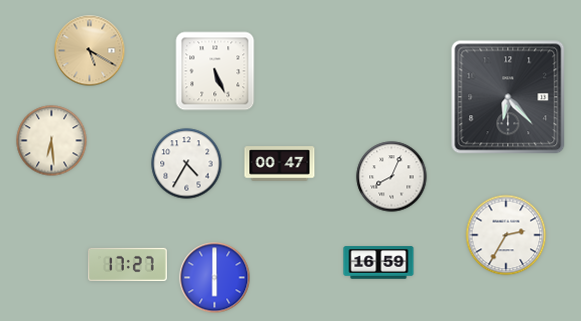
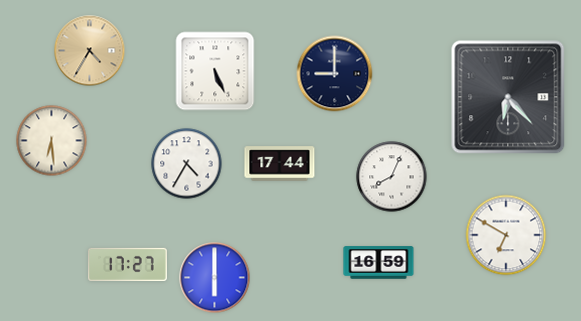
clock at (90, 51): 5:20 -> 4:35
clock at (335, 74): none -> 9:00
clock at (280, 164): 00:47 -> 17:44
clock at (506, 235): 2:35 -> 6:50
